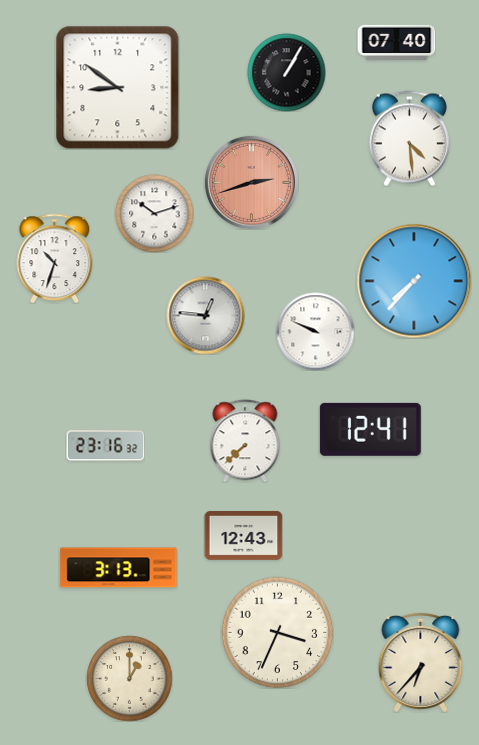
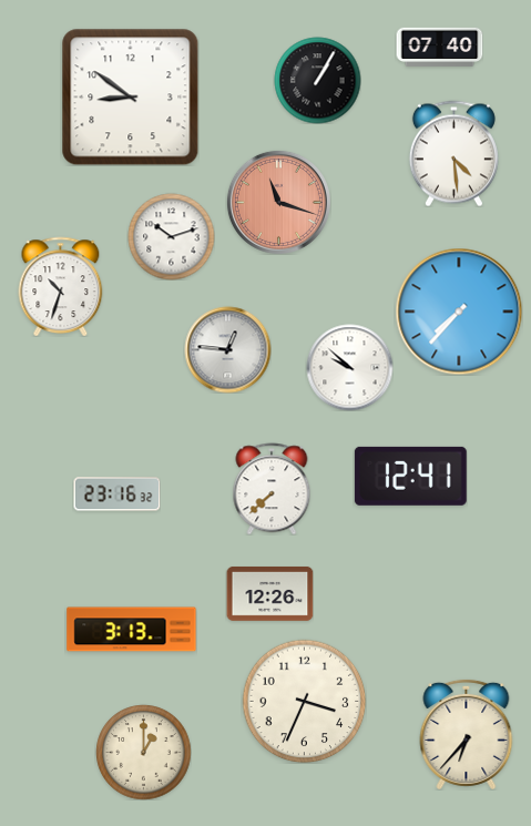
clock at (251, 182): 2:42 -> 11:18
clock at (315, 331): 9:49 -> 9:52
clock at (243, 535): 12:43 -> 12:26
clock at (277, 632) position: (277, 632) -> (304, 701)
